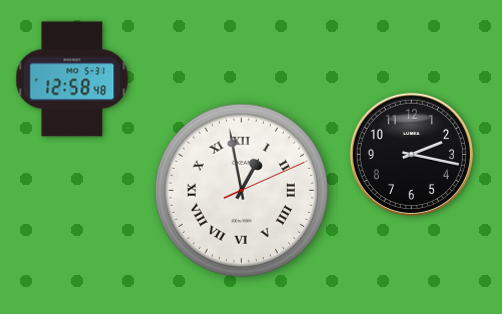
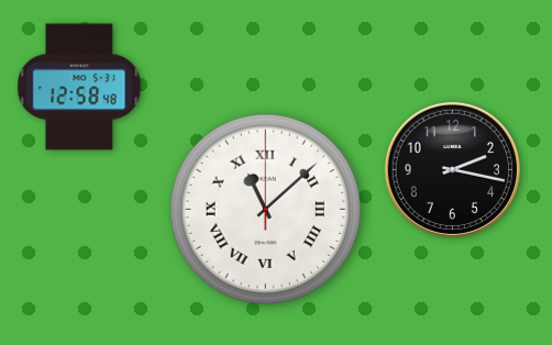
clock at (241, 190): 12:58 -> 11:08
